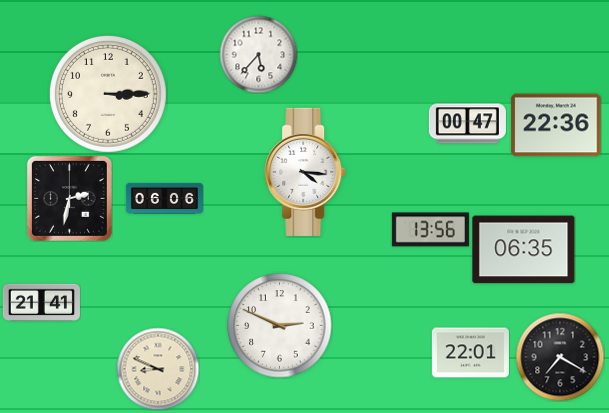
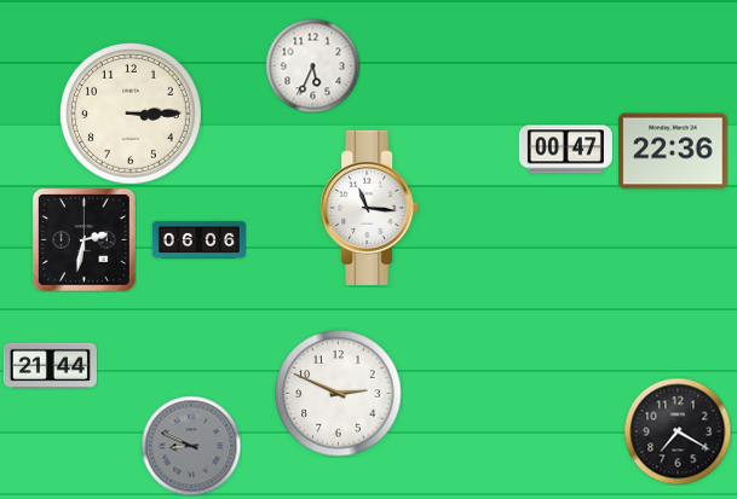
clock at (258, 54): 5:37 -> 5:34
clock at (305, 172): 4:16 -> 11:16
clock at (430, 230): 13:56 -> none
clock at (524, 250): 06:35 -> none
clock at (41, 302): 21:41 -> 21:44
clock at (470, 353): 22:01 -> none
clock at (158, 369) dial: cream -> grey
